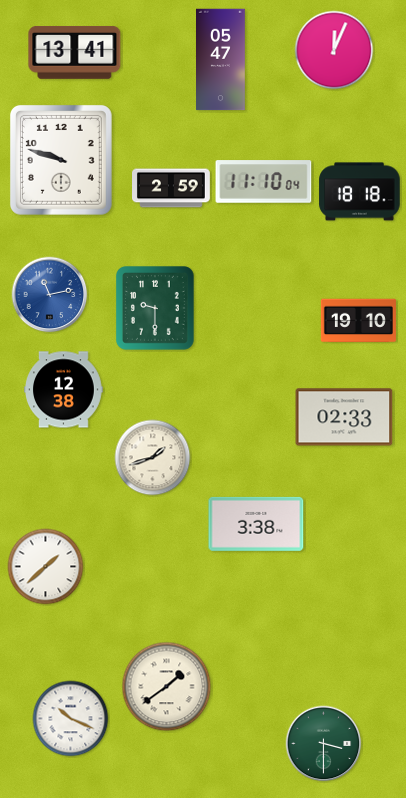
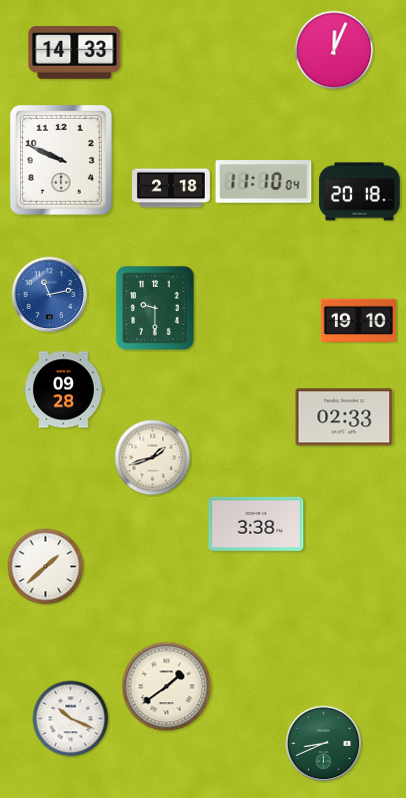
clock at (75, 53): 13:41 -> 14:33
clock at (221, 60): 05:47 -> none
clock at (61, 160): 9:48 -> 9:49
clock at (172, 188): 2:59 -> 2:18
clock at (360, 192): 18:18 -> 20:18
clock at (64, 390): 12:38 -> 09:28
clock at (324, 744): 3:30 -> 8:41
